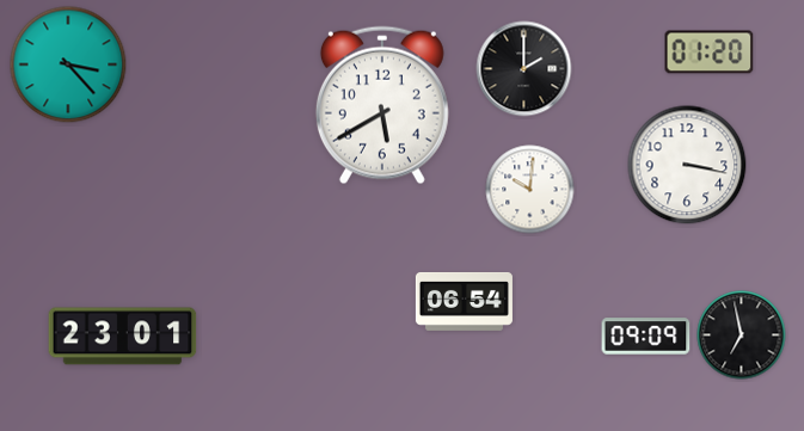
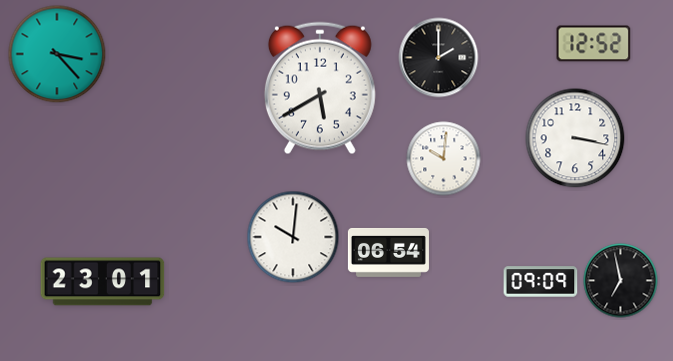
clock at (710, 53): 01:20 -> 12:52
clock at (293, 237): none -> 10:01
